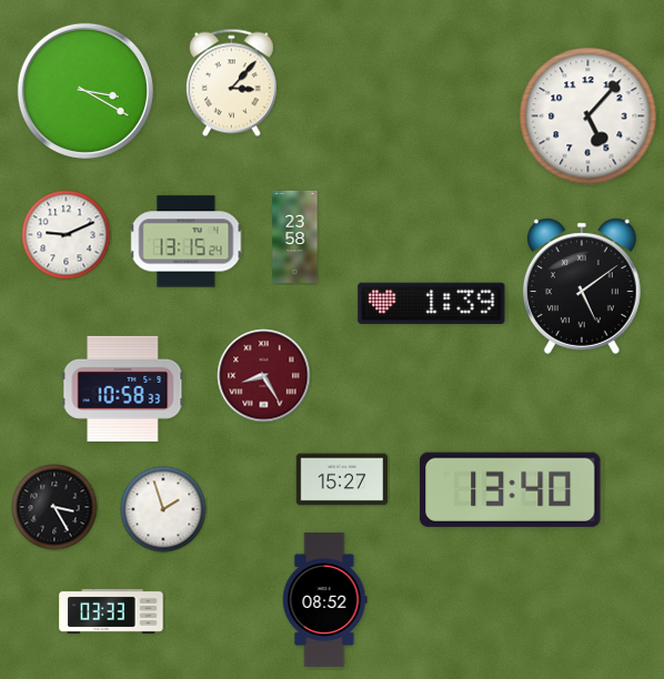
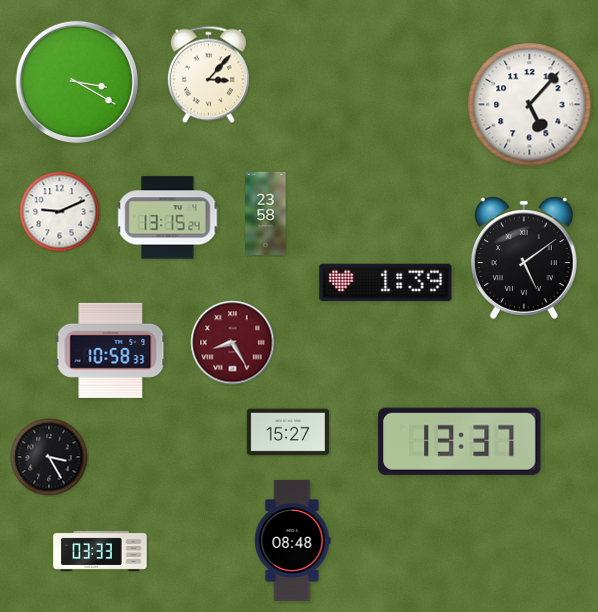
clock at (432, 303) position: (432, 303) -> (386, 282)
clock at (264, 376) position: (264, 376) -> (233, 343)
clock at (341, 479) position: (341, 479) -> (287, 432)
clock at (511, 489): 13:40 -> 13:37
clock at (163, 509): 1:57 -> none
clock at (324, 599): 08:52 -> 08:48
